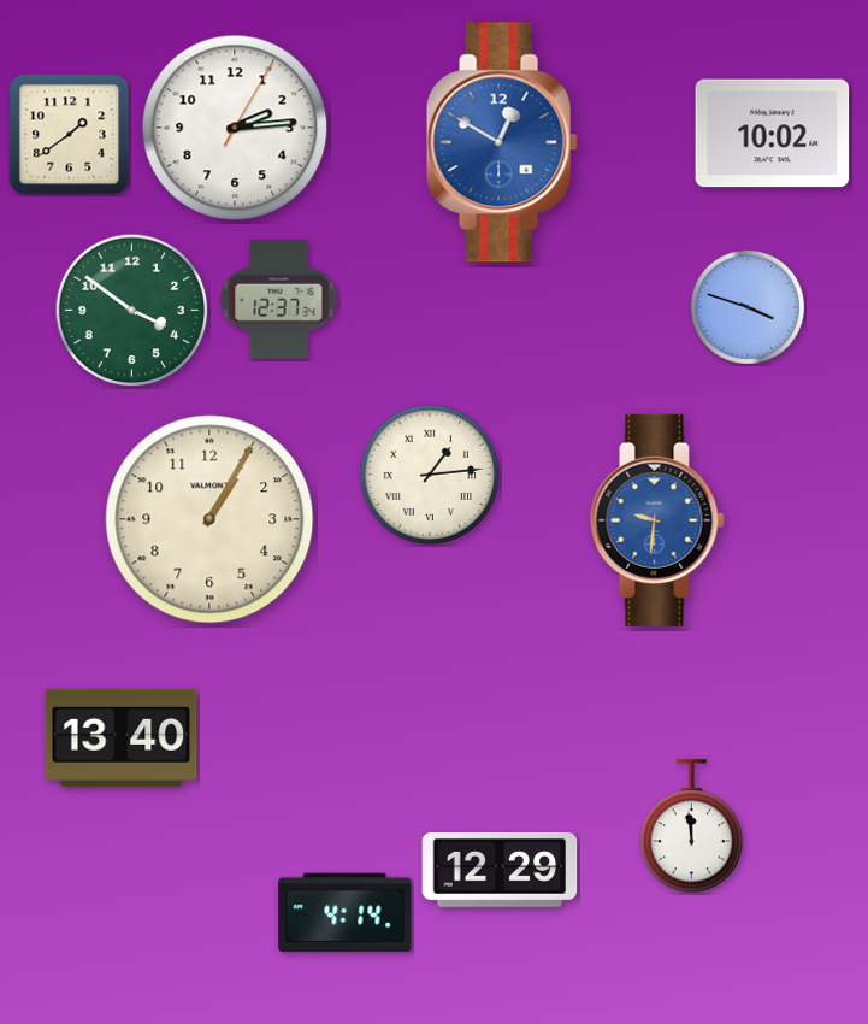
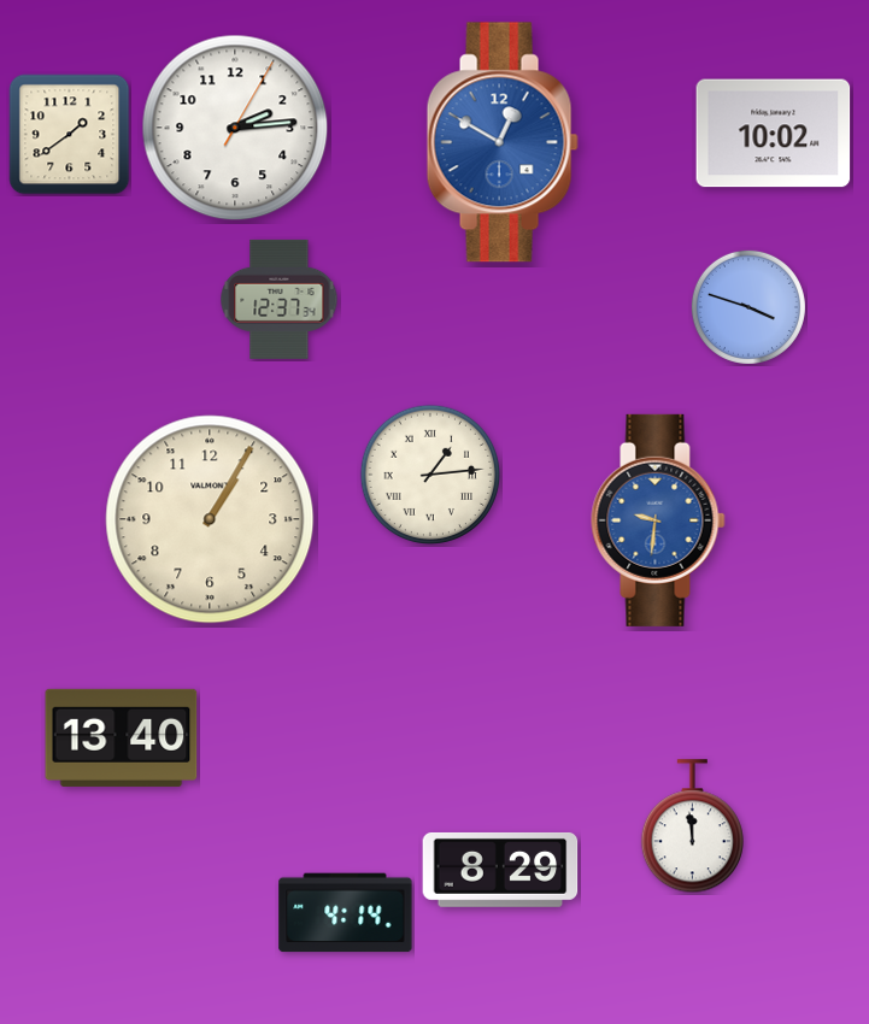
clock at (132, 311): 3:51 -> none
clock at (500, 870): 12:29 -> 8:29
